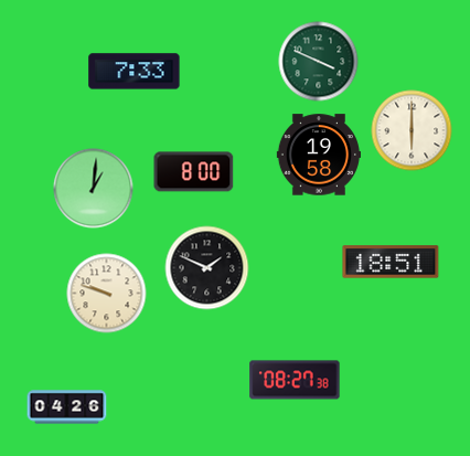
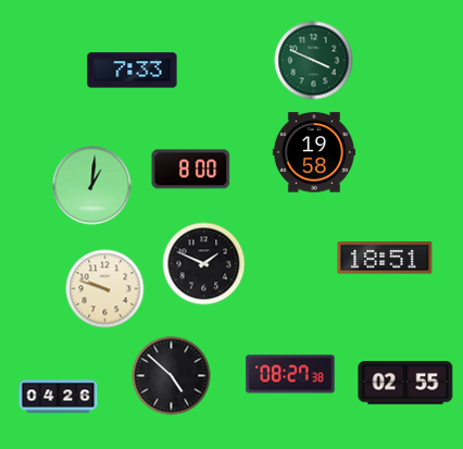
clock at (412, 130): 6:00 -> none
clock at (172, 376): none -> 4:52
clock at (405, 383): none -> 02:55
clock at (67, 407) position: (67, 407) -> (59, 397)
